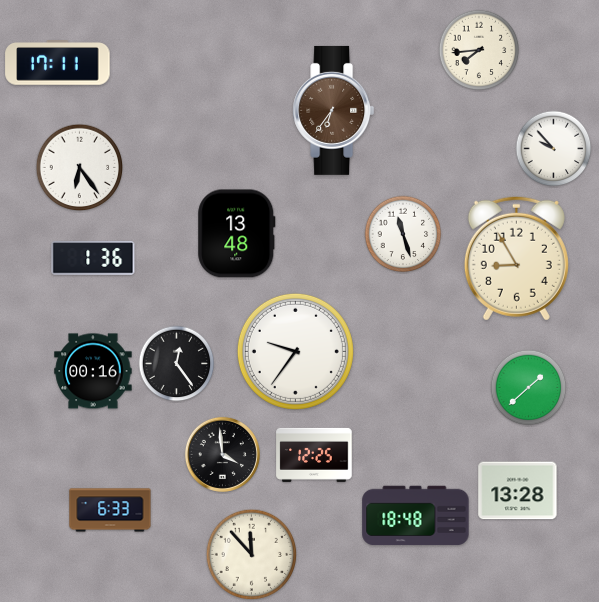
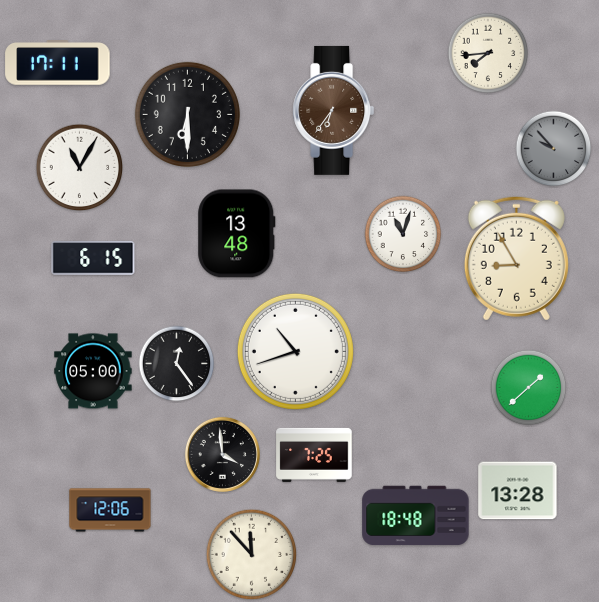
clock at (479, 50) position: (479, 50) -> (488, 53)
clock at (187, 114): none -> 6:30
clock at (554, 149) dial: white -> grey
clock at (80, 168): 6:24 -> 11:05
clock at (403, 234): 11:27 -> 11:03
clock at (93, 259): 1:36 -> 6:15
clock at (295, 351): 9:36 -> 10:42
clock at (93, 371): 00:16 -> 05:00
clock at (314, 455): 12:25 -> 7:25
clock at (110, 510): 6:33 -> 12:06
